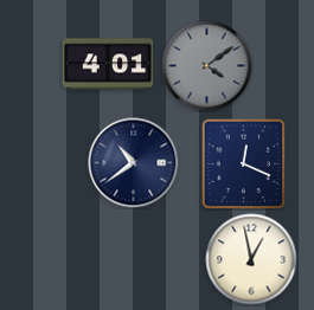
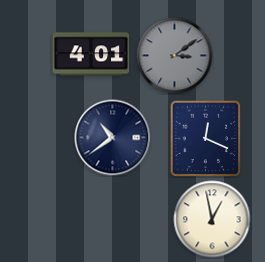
clock at (207, 66): 4:09 -> 3:09
